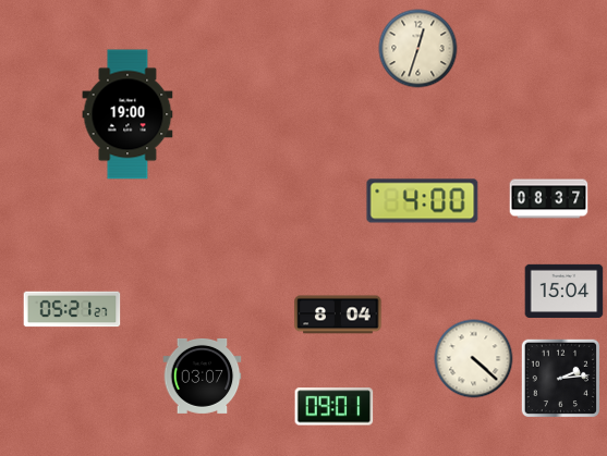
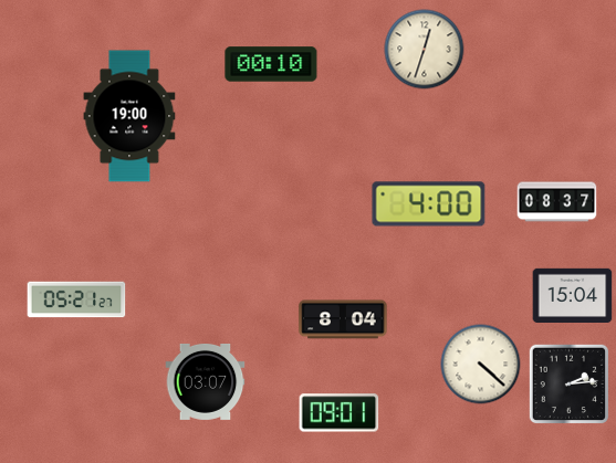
clock at (271, 64): none -> 00:10
clock at (72, 309) position: (72, 309) -> (76, 299)
